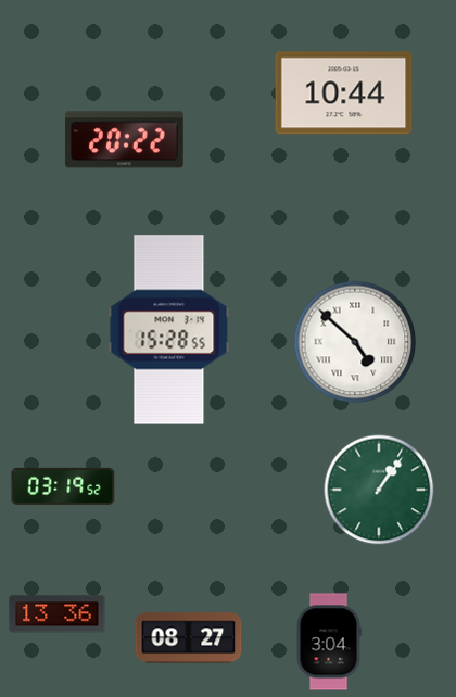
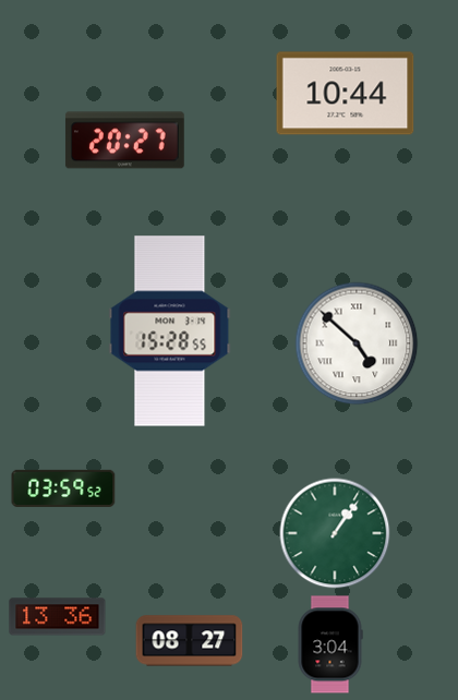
clock at (124, 140): 20:22 -> 20:27
clock at (63, 486): 03:19 -> 03:59
clock at (379, 490) position: (379, 490) -> (335, 533)
